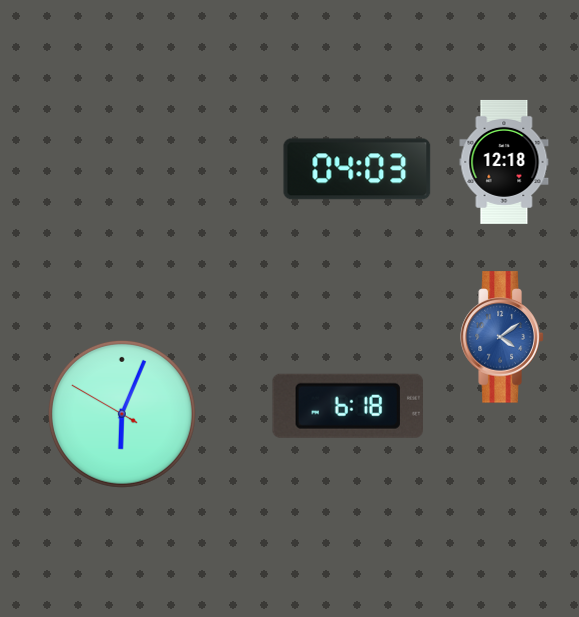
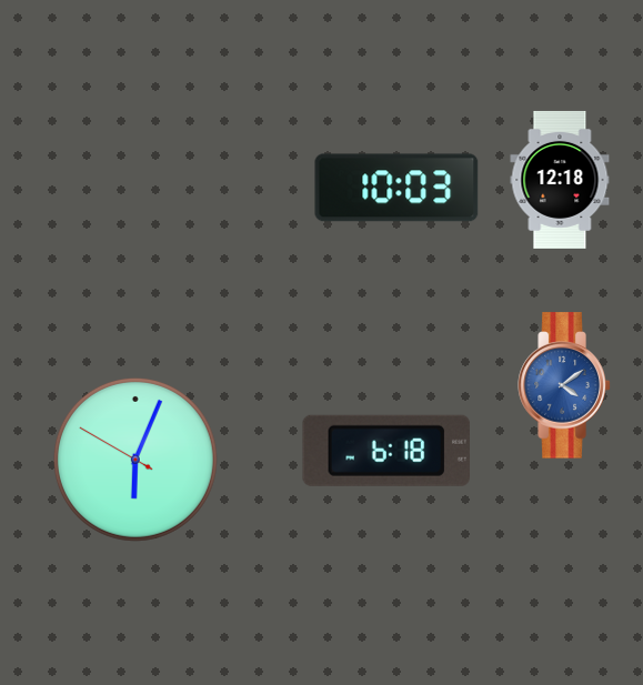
clock at (357, 169): 04:03 -> 10:03
clock at (502, 337) position: (502, 337) -> (564, 385)
